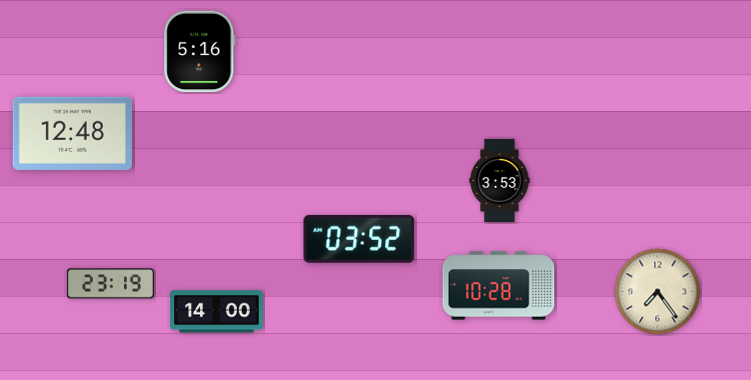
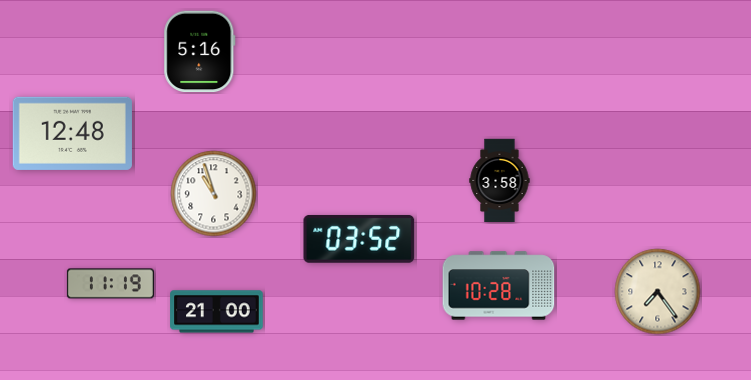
clock at (500, 181): 3:53 -> 3:58
clock at (214, 194): none -> 10:57
clock at (110, 284): 23:19 -> 11:19
clock at (217, 312): 14:00 -> 21:00
